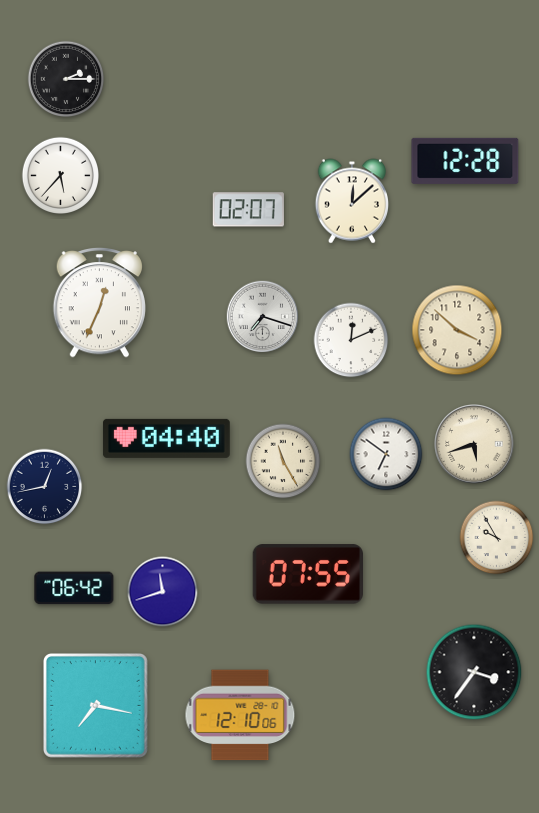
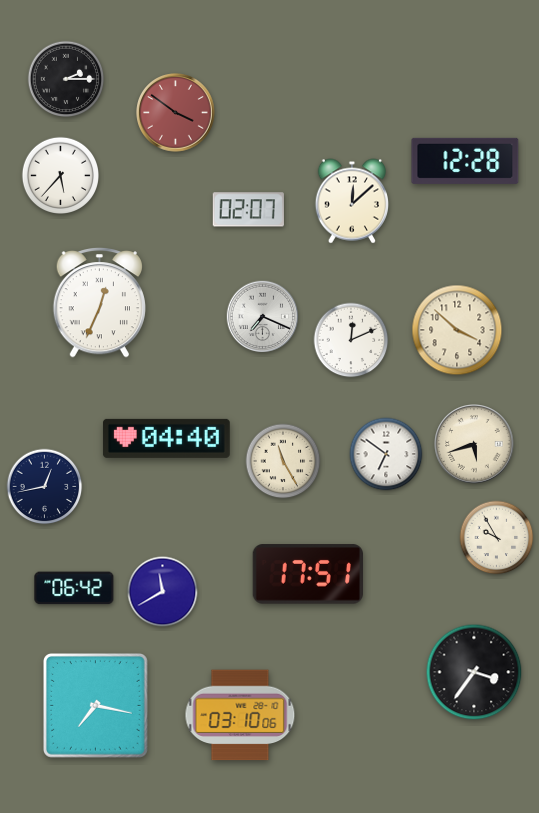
clock at (176, 113): none -> 3:51
clock at (263, 317): 7:18 -> 7:19
clock at (307, 574): 07:55 -> 17:51
clock at (163, 592): 11:42 -> 11:40
clock at (240, 715): 12:10 -> 03:10
